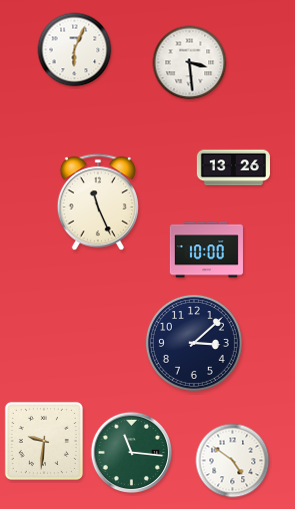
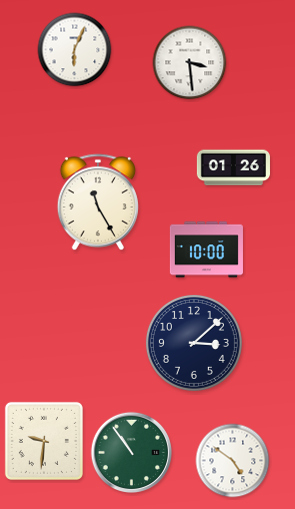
clock at (233, 168): 13:26 -> 01:26
clock at (98, 202): 11:26 -> 11:25
clock at (132, 453): 11:16 -> 10:54
